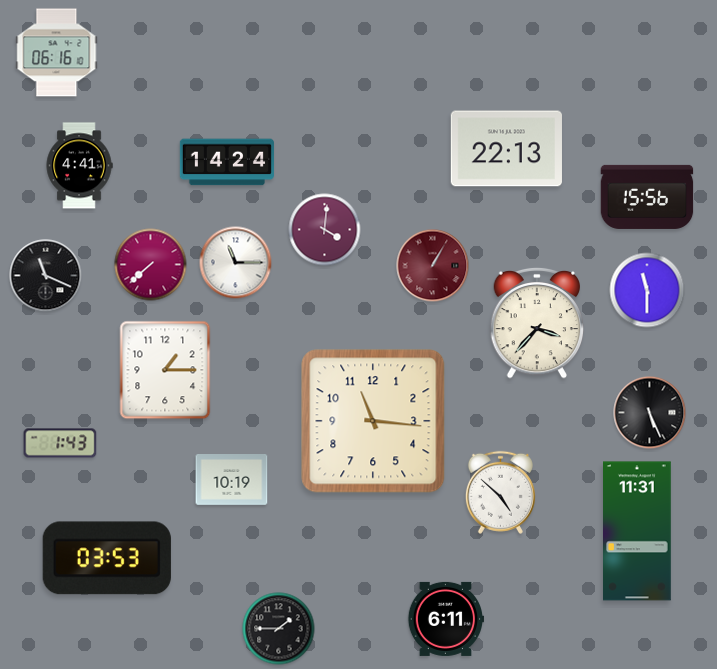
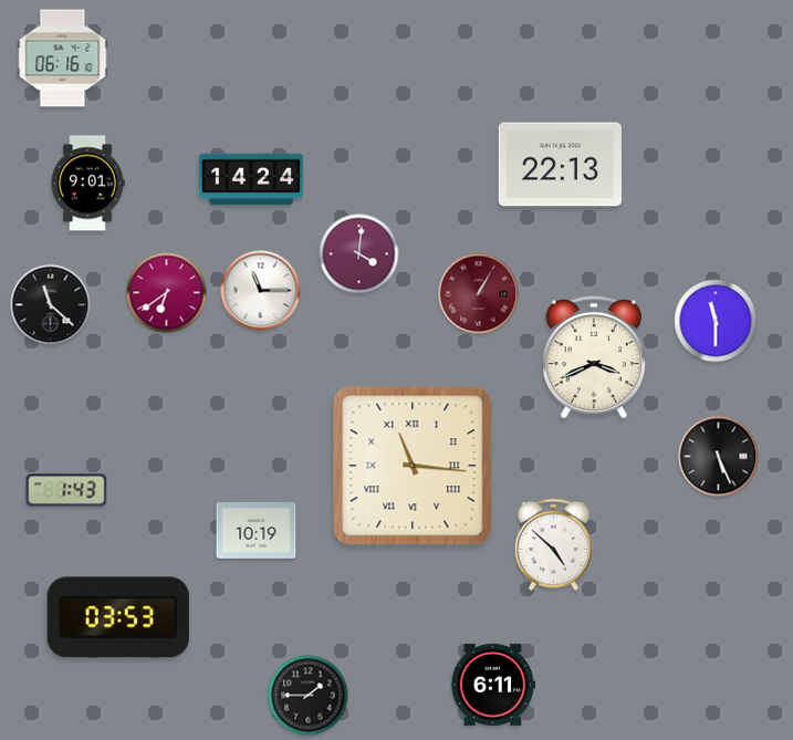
clock at (79, 166): 4:41 -> 9:01
clock at (647, 197): 15:56 -> none
clock at (151, 265): 7:38 -> 6:39
clock at (46, 276): 11:19 -> 11:22
clock at (537, 323): 3:37 -> 3:41
clock at (165, 370): 1:15 -> none
clock at (373, 421) numerals: Arabic -> Roman
clock at (638, 531): 11:31 -> none
